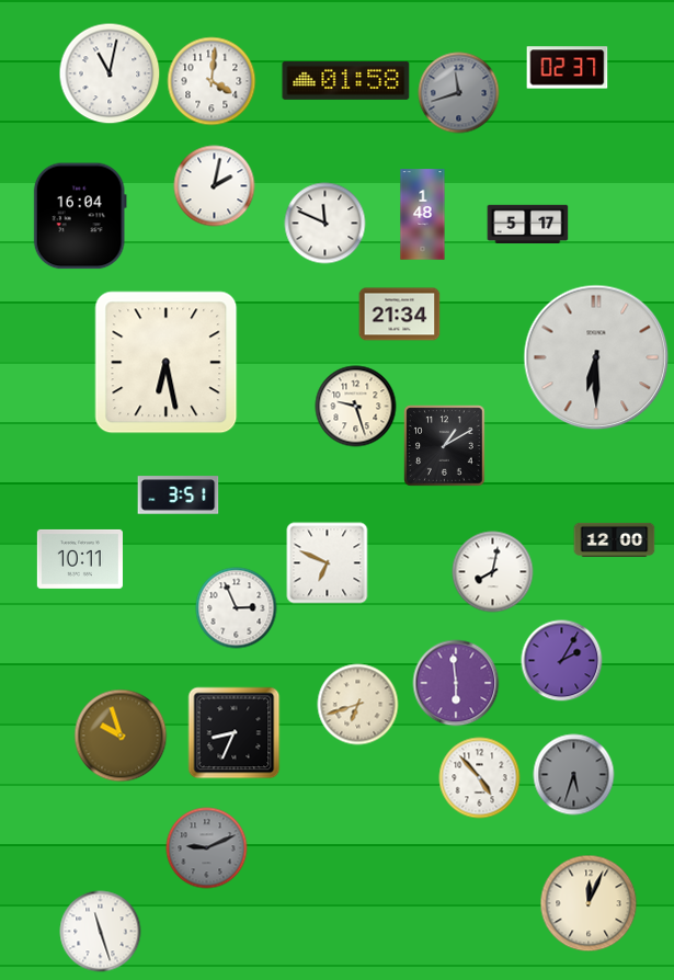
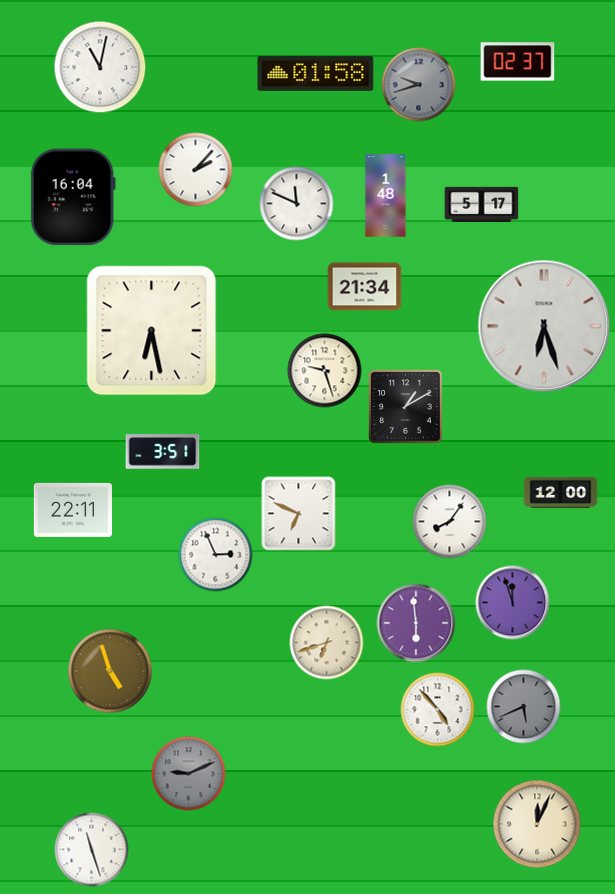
clock at (212, 81): 4:01 -> none
clock at (459, 93): 11:42 -> 9:42
clock at (215, 186): 2:02 -> 2:07
clock at (596, 357): 6:30 -> 6:27
clock at (80, 559): 10:11 -> 22:11
clock at (493, 572): 8:02 -> 8:06
clock at (562, 661): 2:05 -> 11:57
clock at (235, 733): 8:34 -> none
clock at (121, 736): 9:57 -> 4:57
clock at (574, 775): 5:33 -> 5:41
